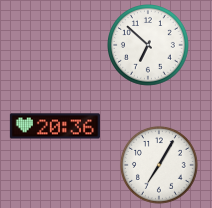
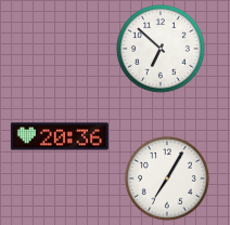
clock at (159, 165) position: (159, 165) -> (167, 178)
